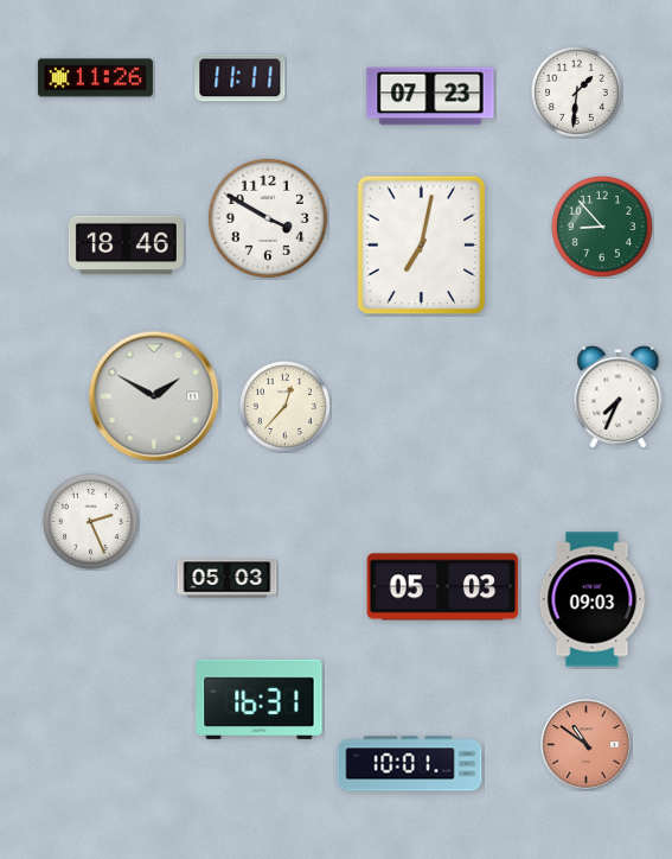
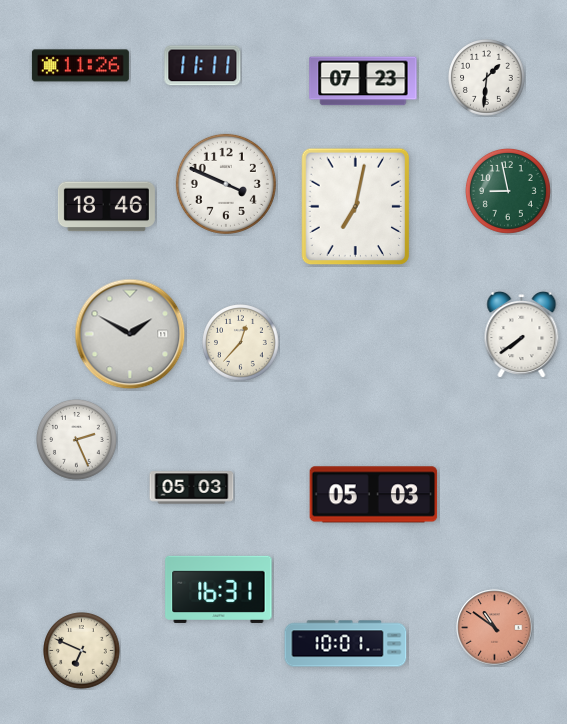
clock at (268, 218): 3:50 -> 3:49
clock at (602, 227): 8:53 -> 8:58
clock at (619, 396): 7:34 -> 7:39
clock at (593, 599): 09:03 -> none
clock at (82, 651): none -> 6:49
